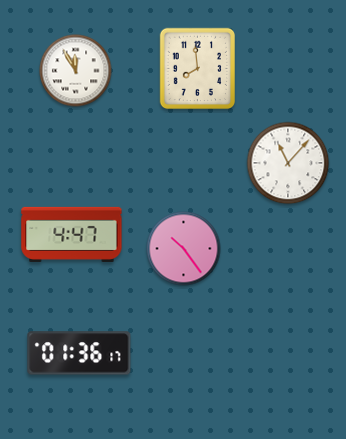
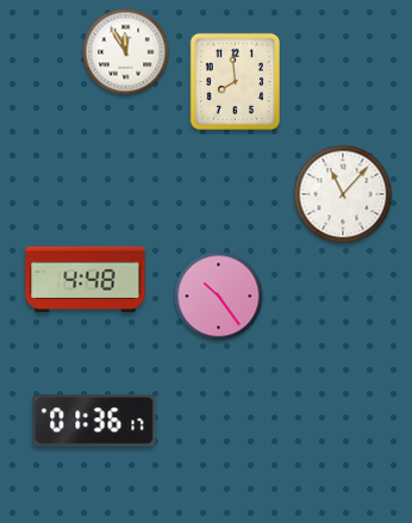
clock at (76, 71) position: (76, 71) -> (126, 52)
clock at (72, 234): 4:47 -> 4:48
